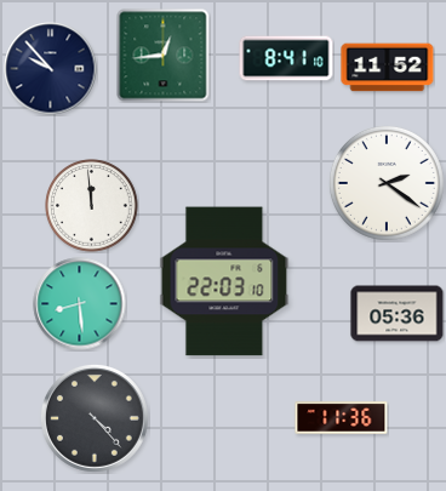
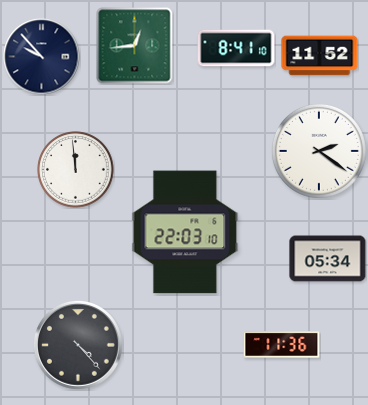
clock at (80, 304): 8:29 -> none
clock at (398, 314): 05:36 -> 05:34
